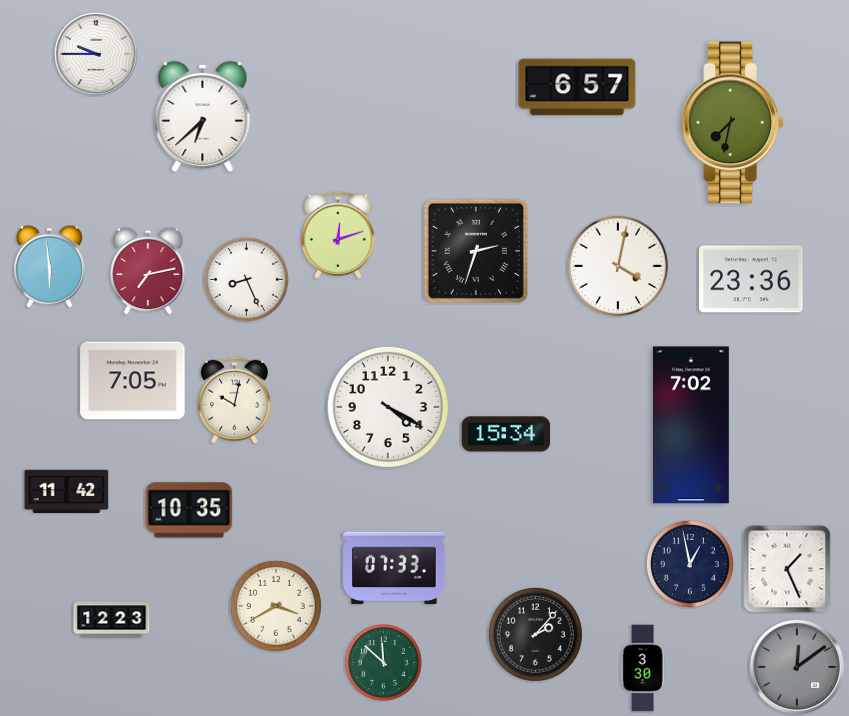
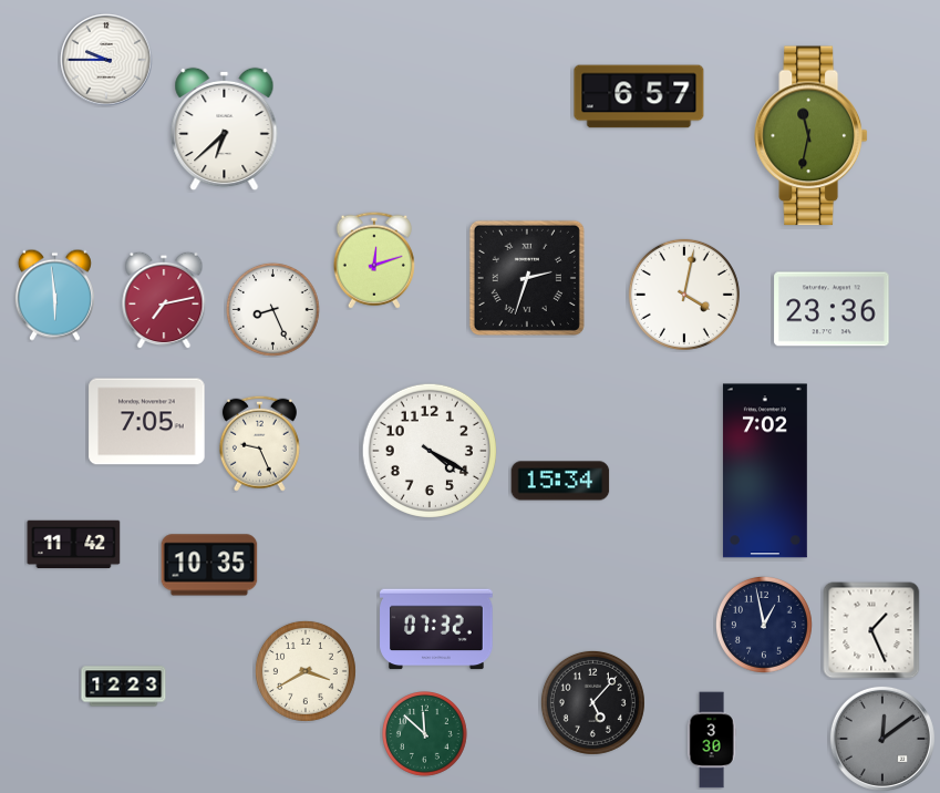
clock at (732, 123): 7:32 -> 11:32
clock at (234, 400): 10:02 -> 9:26
clock at (394, 568): 07:33 -> 07:32
clock at (535, 634): 2:07 -> 5:07
